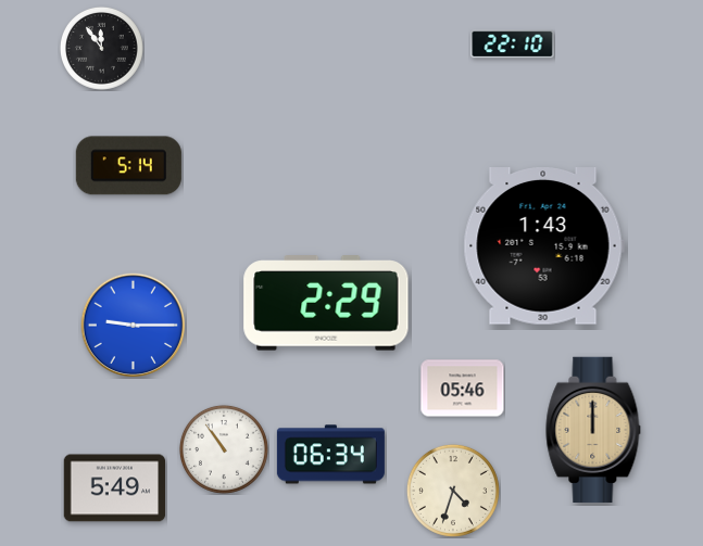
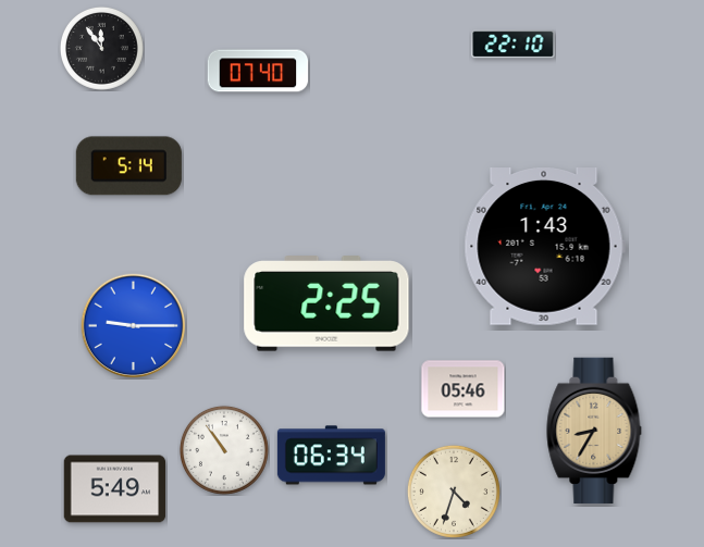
clock at (258, 71): none -> 07:40
clock at (326, 303): 2:29 -> 2:25
clock at (593, 430): 12:00 -> 8:35
